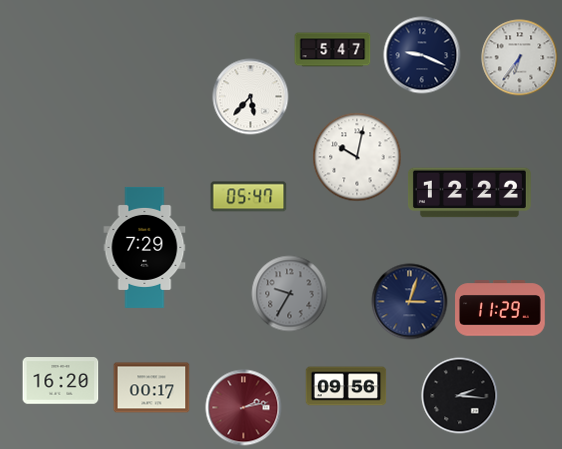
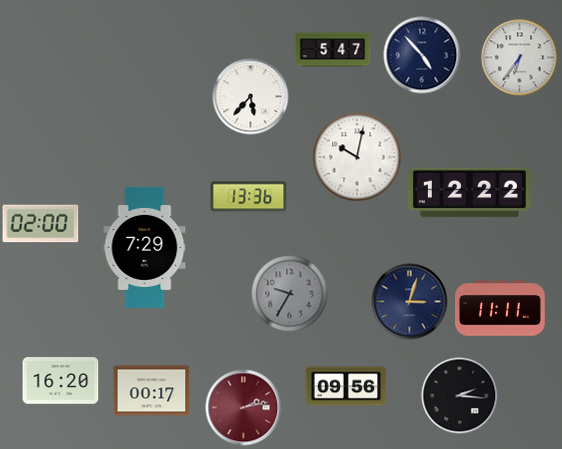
clock at (422, 55): 9:19 -> 4:53
clock at (249, 197): 05:47 -> 13:36
clock at (41, 224): none -> 02:00
clock at (500, 308): 11:29 -> 11:11
clock at (152, 388) position: (152, 388) -> (152, 391)
